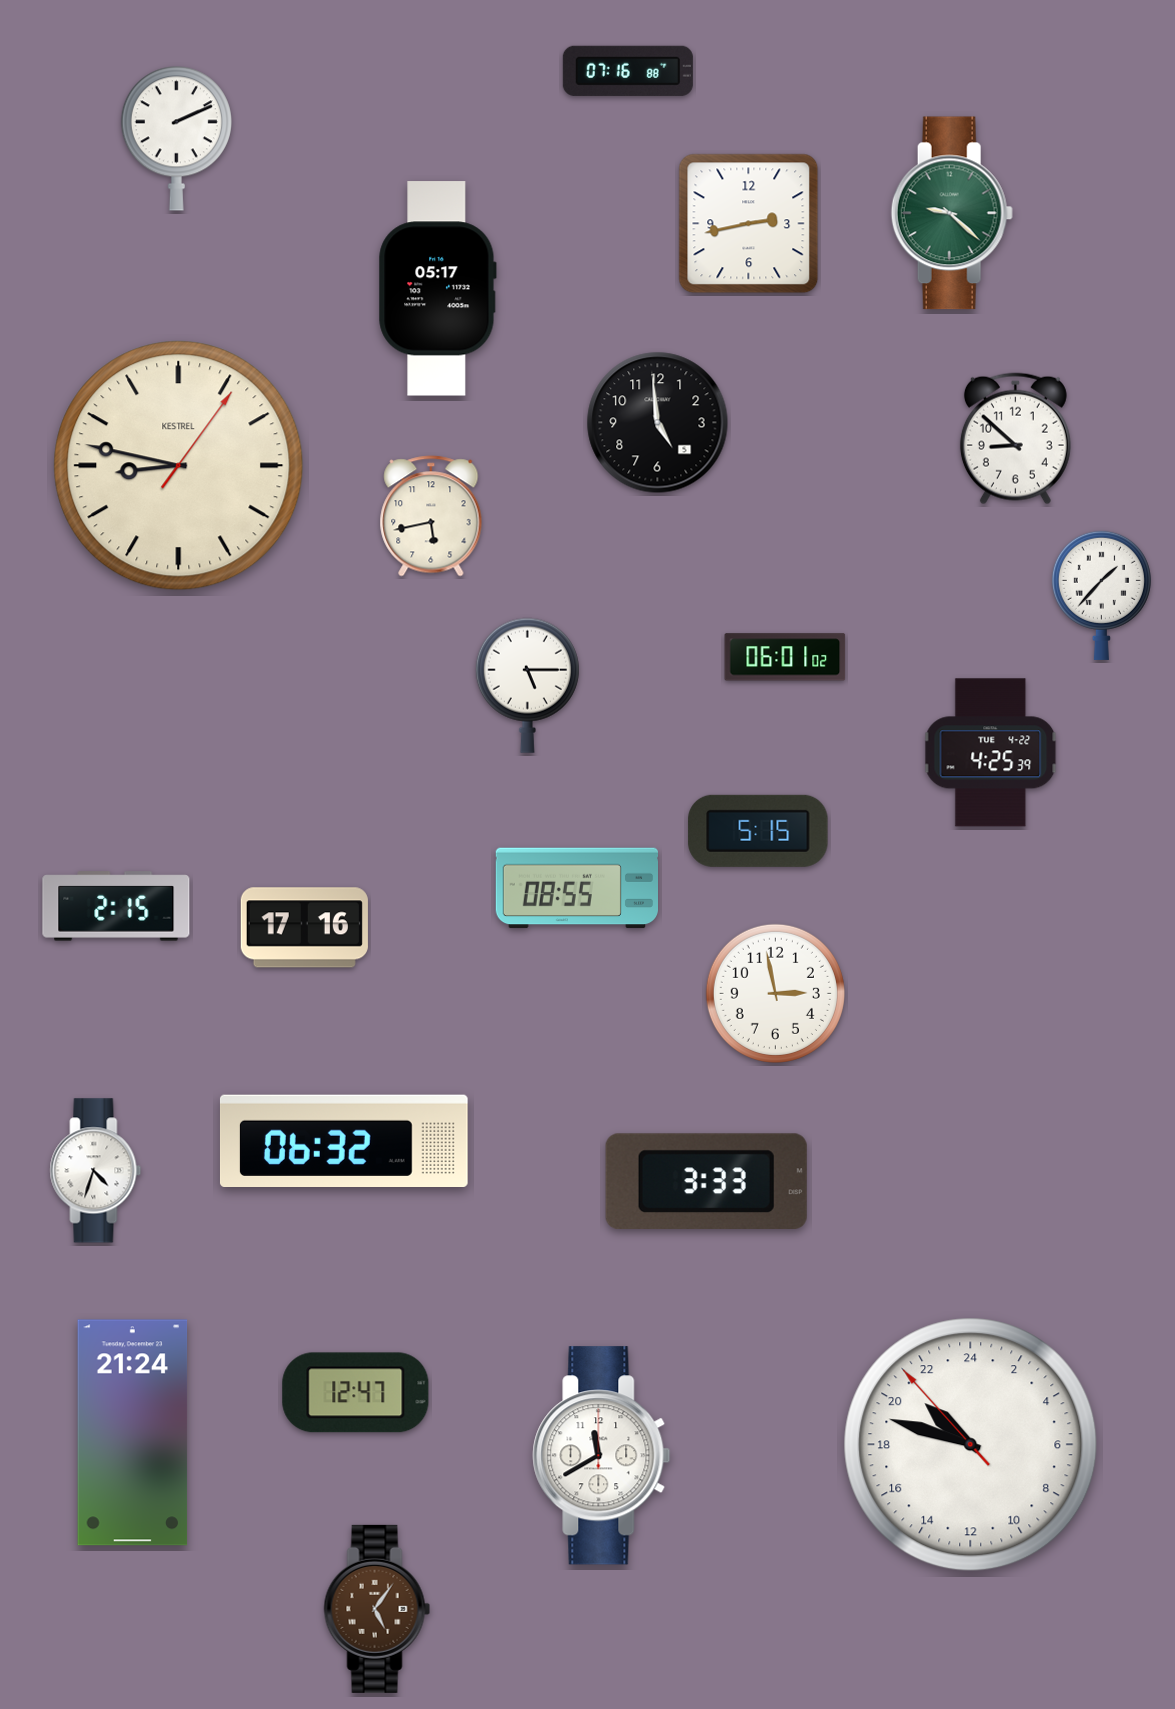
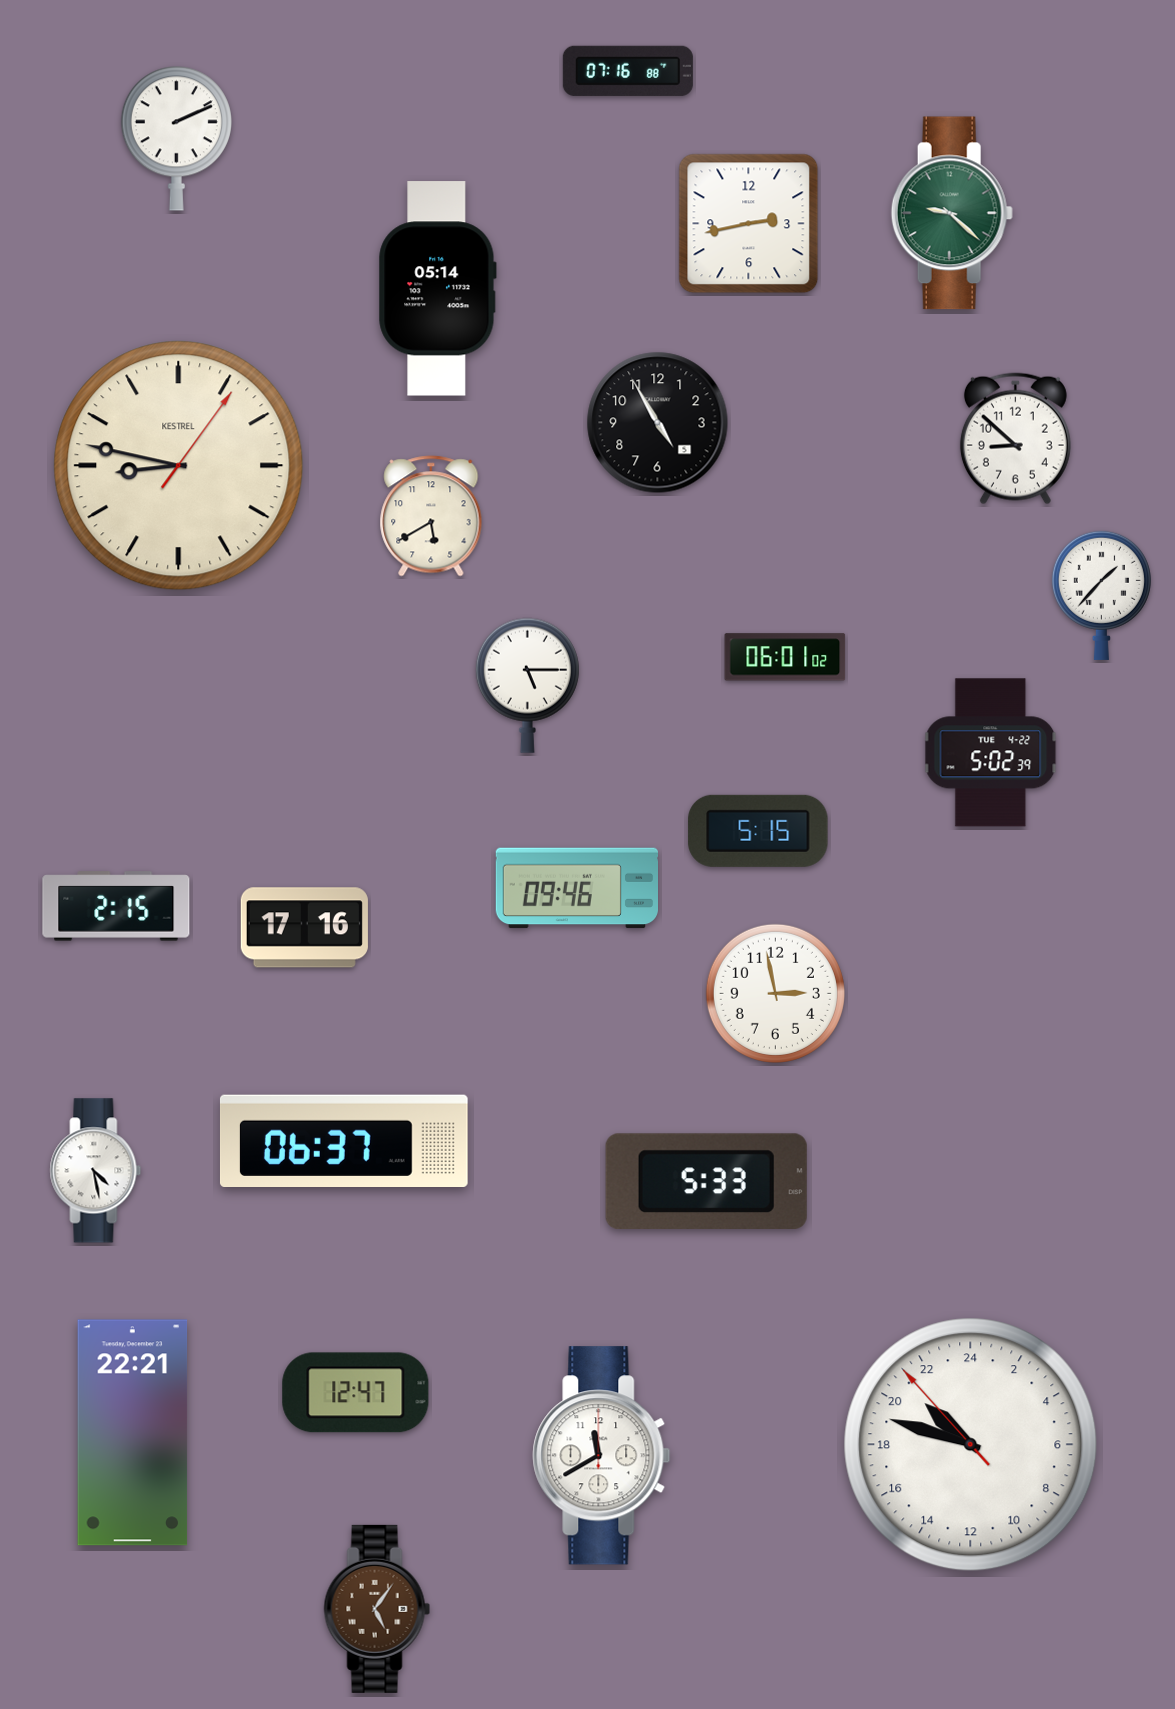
clock at (437, 289): 05:17 -> 05:14
clock at (658, 423): 4:59 -> 4:55
clock at (431, 516): 5:43 -> 5:40
clock at (991, 753): 4:25 -> 5:02
clock at (576, 888): 08:55 -> 09:46
clock at (344, 1140): 06:32 -> 06:37
clock at (96, 1171): 4:33 -> 4:28
clock at (706, 1181): 3:33 -> 5:33
clock at (133, 1433): 21:24 -> 22:21
